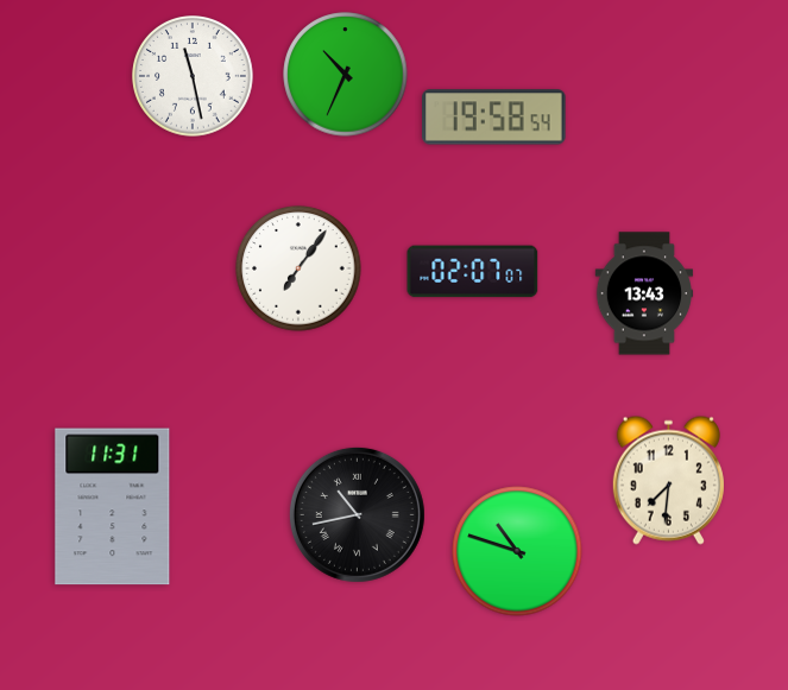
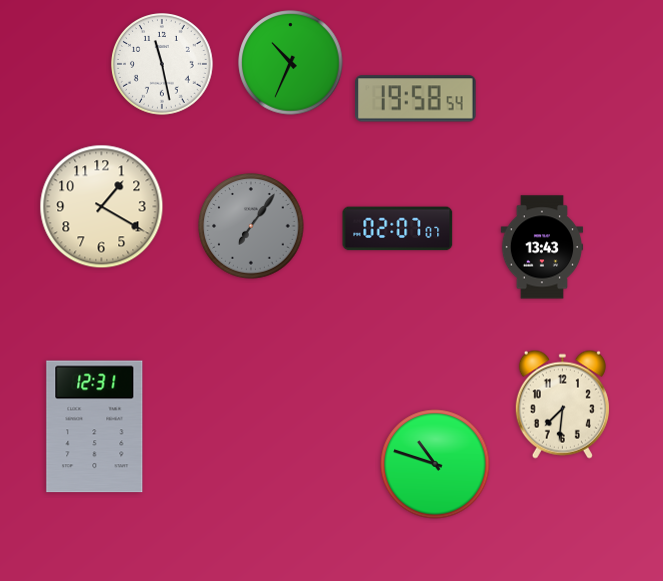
clock at (102, 207): none -> 1:20
clock at (298, 268) dial: white -> grey
clock at (113, 507): 11:31 -> 12:31
clock at (357, 514): 10:43 -> none
